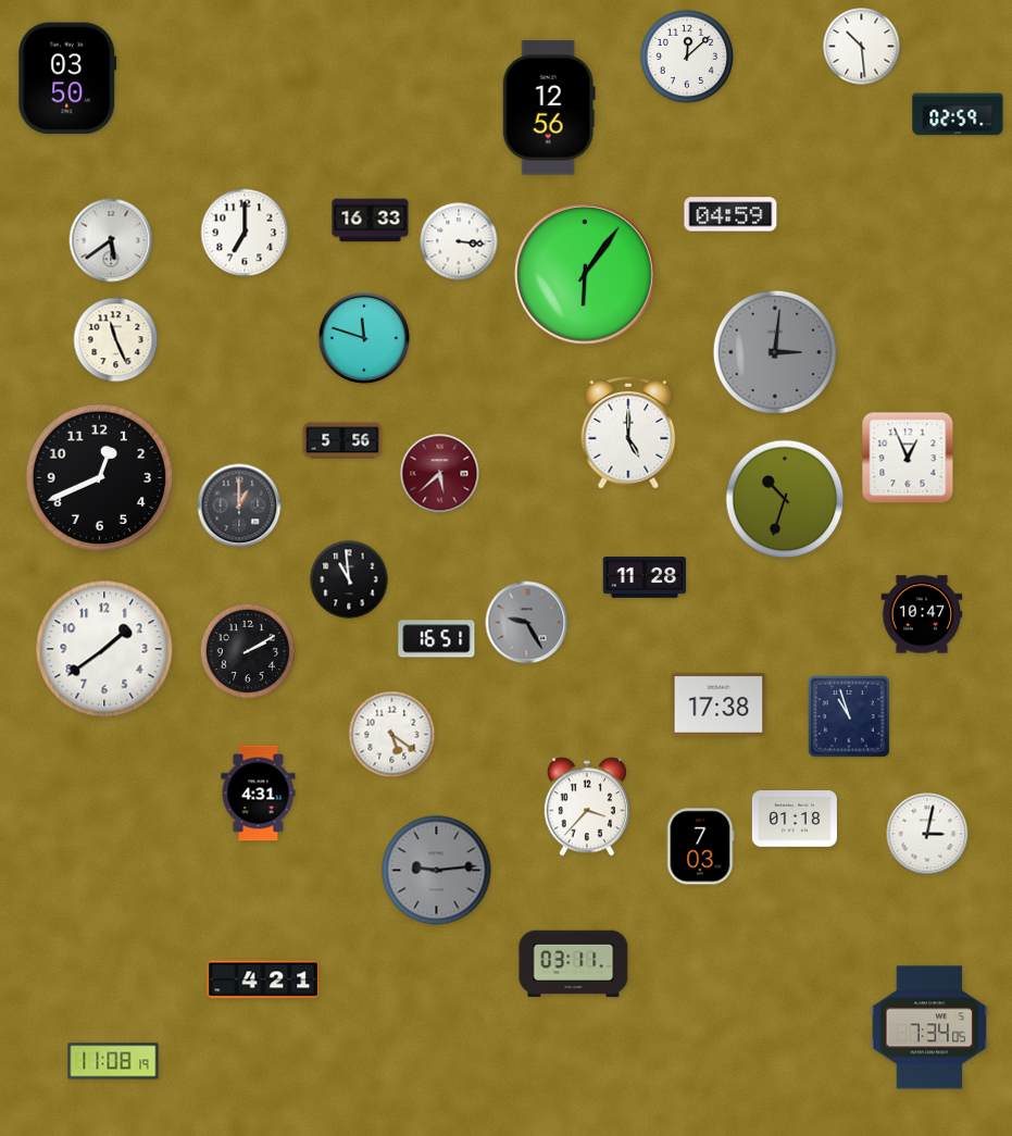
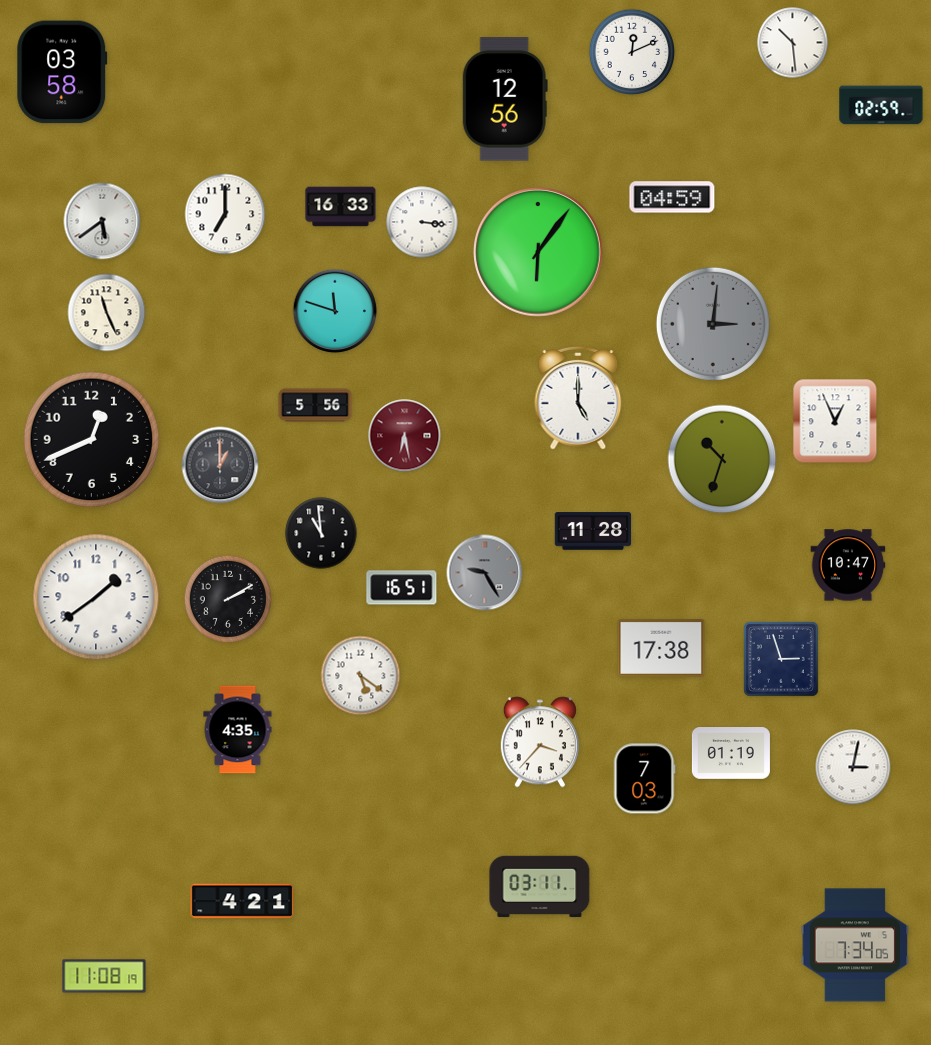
clock at (687, 57): 12:08 -> 12:11
clock at (67, 78): 03:50 -> 03:58
clock at (371, 221) position: (371, 221) -> (341, 207)
clock at (440, 474): 5:38 -> 6:28
clock at (849, 716): 10:57 -> 2:57
clock at (259, 794): 4:31 -> 4:35
clock at (795, 820): 01:18 -> 01:19
clock at (437, 871): 9:14 -> none
clock at (574, 964) position: (574, 964) -> (540, 887)
